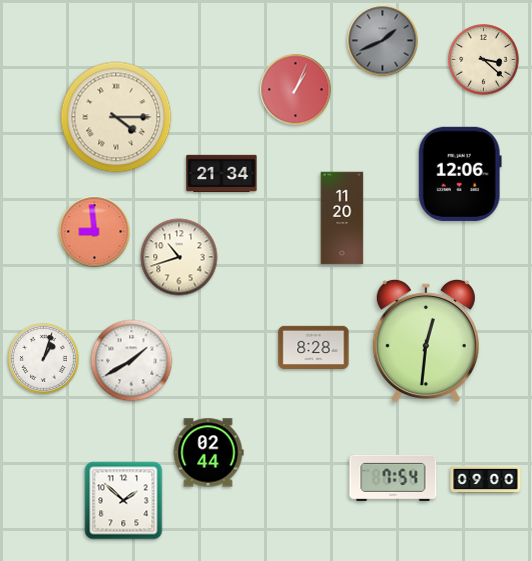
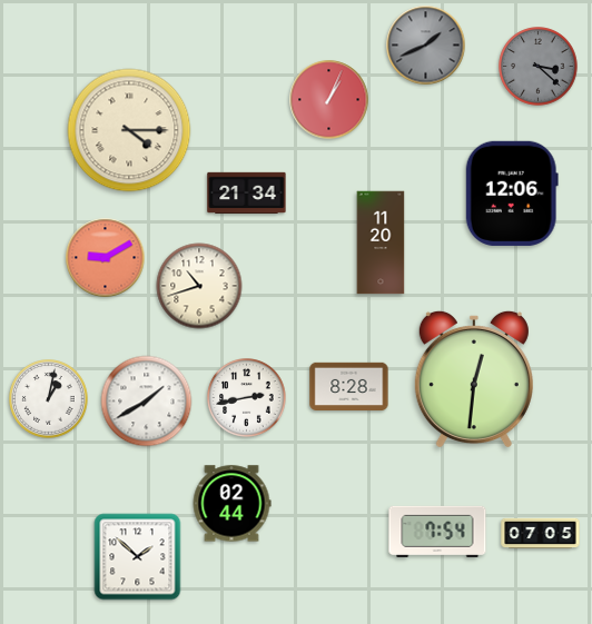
clock at (484, 60) dial: cream -> grey
clock at (95, 232): 8:59 -> 9:10
clock at (247, 398): none -> 2:43
clock at (44, 359): 1:03 -> 1:02
clock at (486, 480): 09:00 -> 07:05
